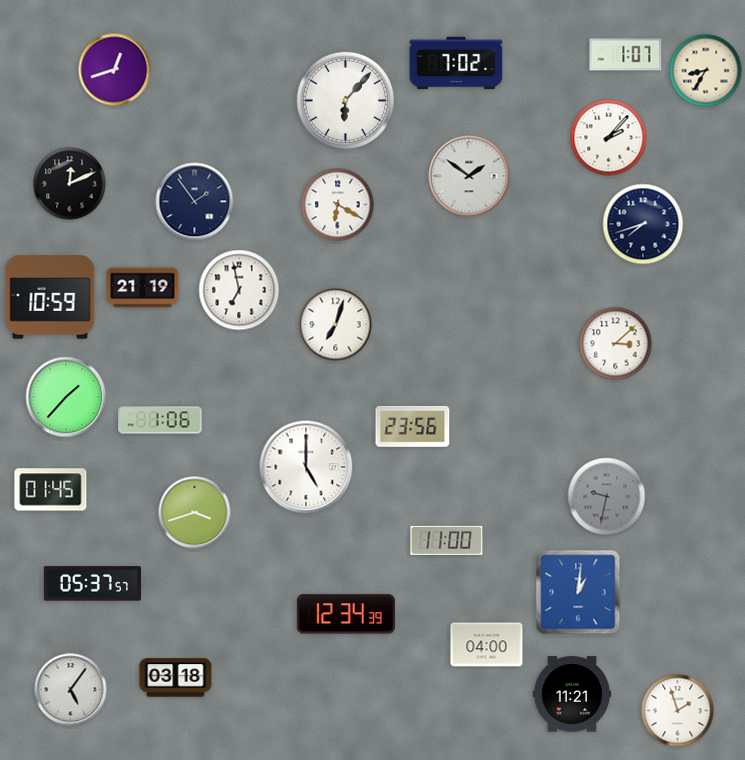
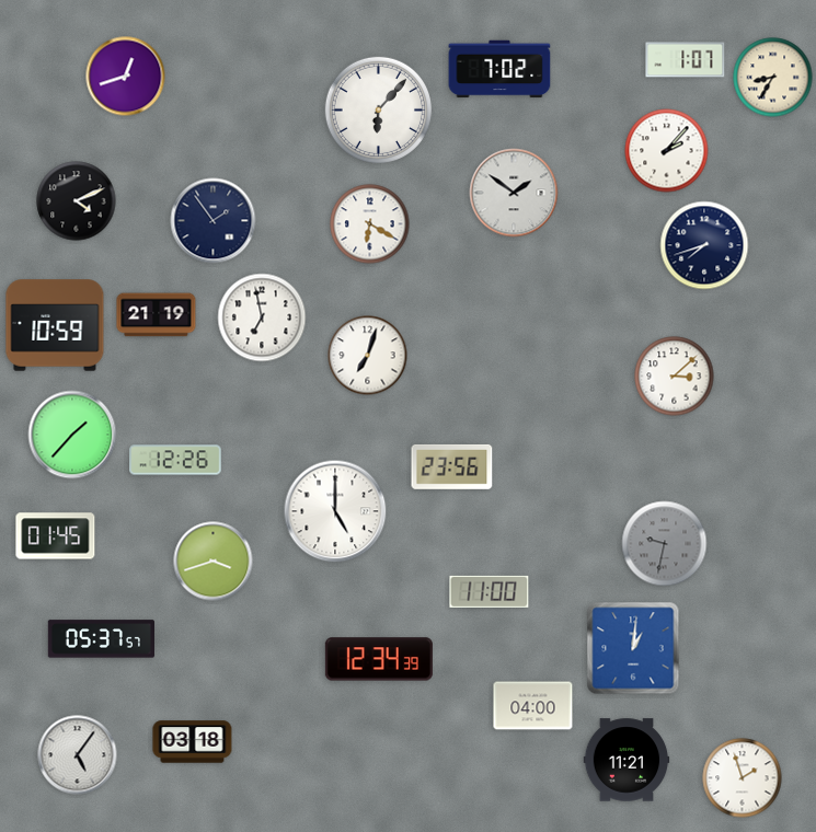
clock at (70, 184): 12:11 -> 4:11
clock at (160, 420): 1:06 -> 12:26
clock at (346, 614) position: (346, 614) -> (379, 659)
